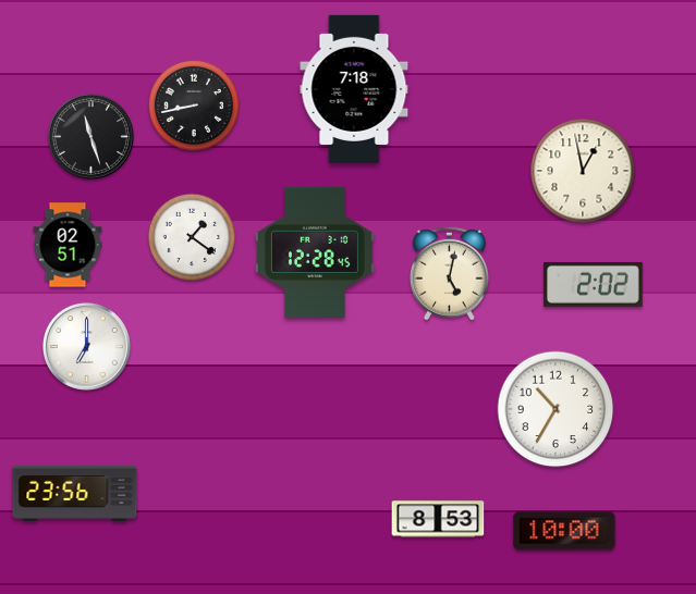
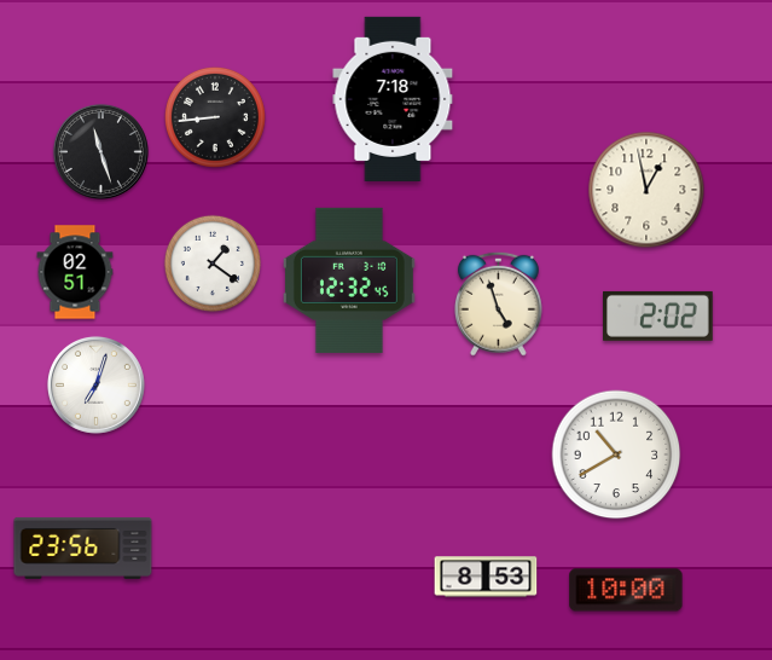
clock at (194, 106): 8:43 -> 8:44
clock at (315, 252): 12:28 -> 12:32
clock at (449, 273): 5:02 -> 4:57
clock at (86, 346): 7:00 -> 7:03
clock at (555, 409): 10:35 -> 10:40
